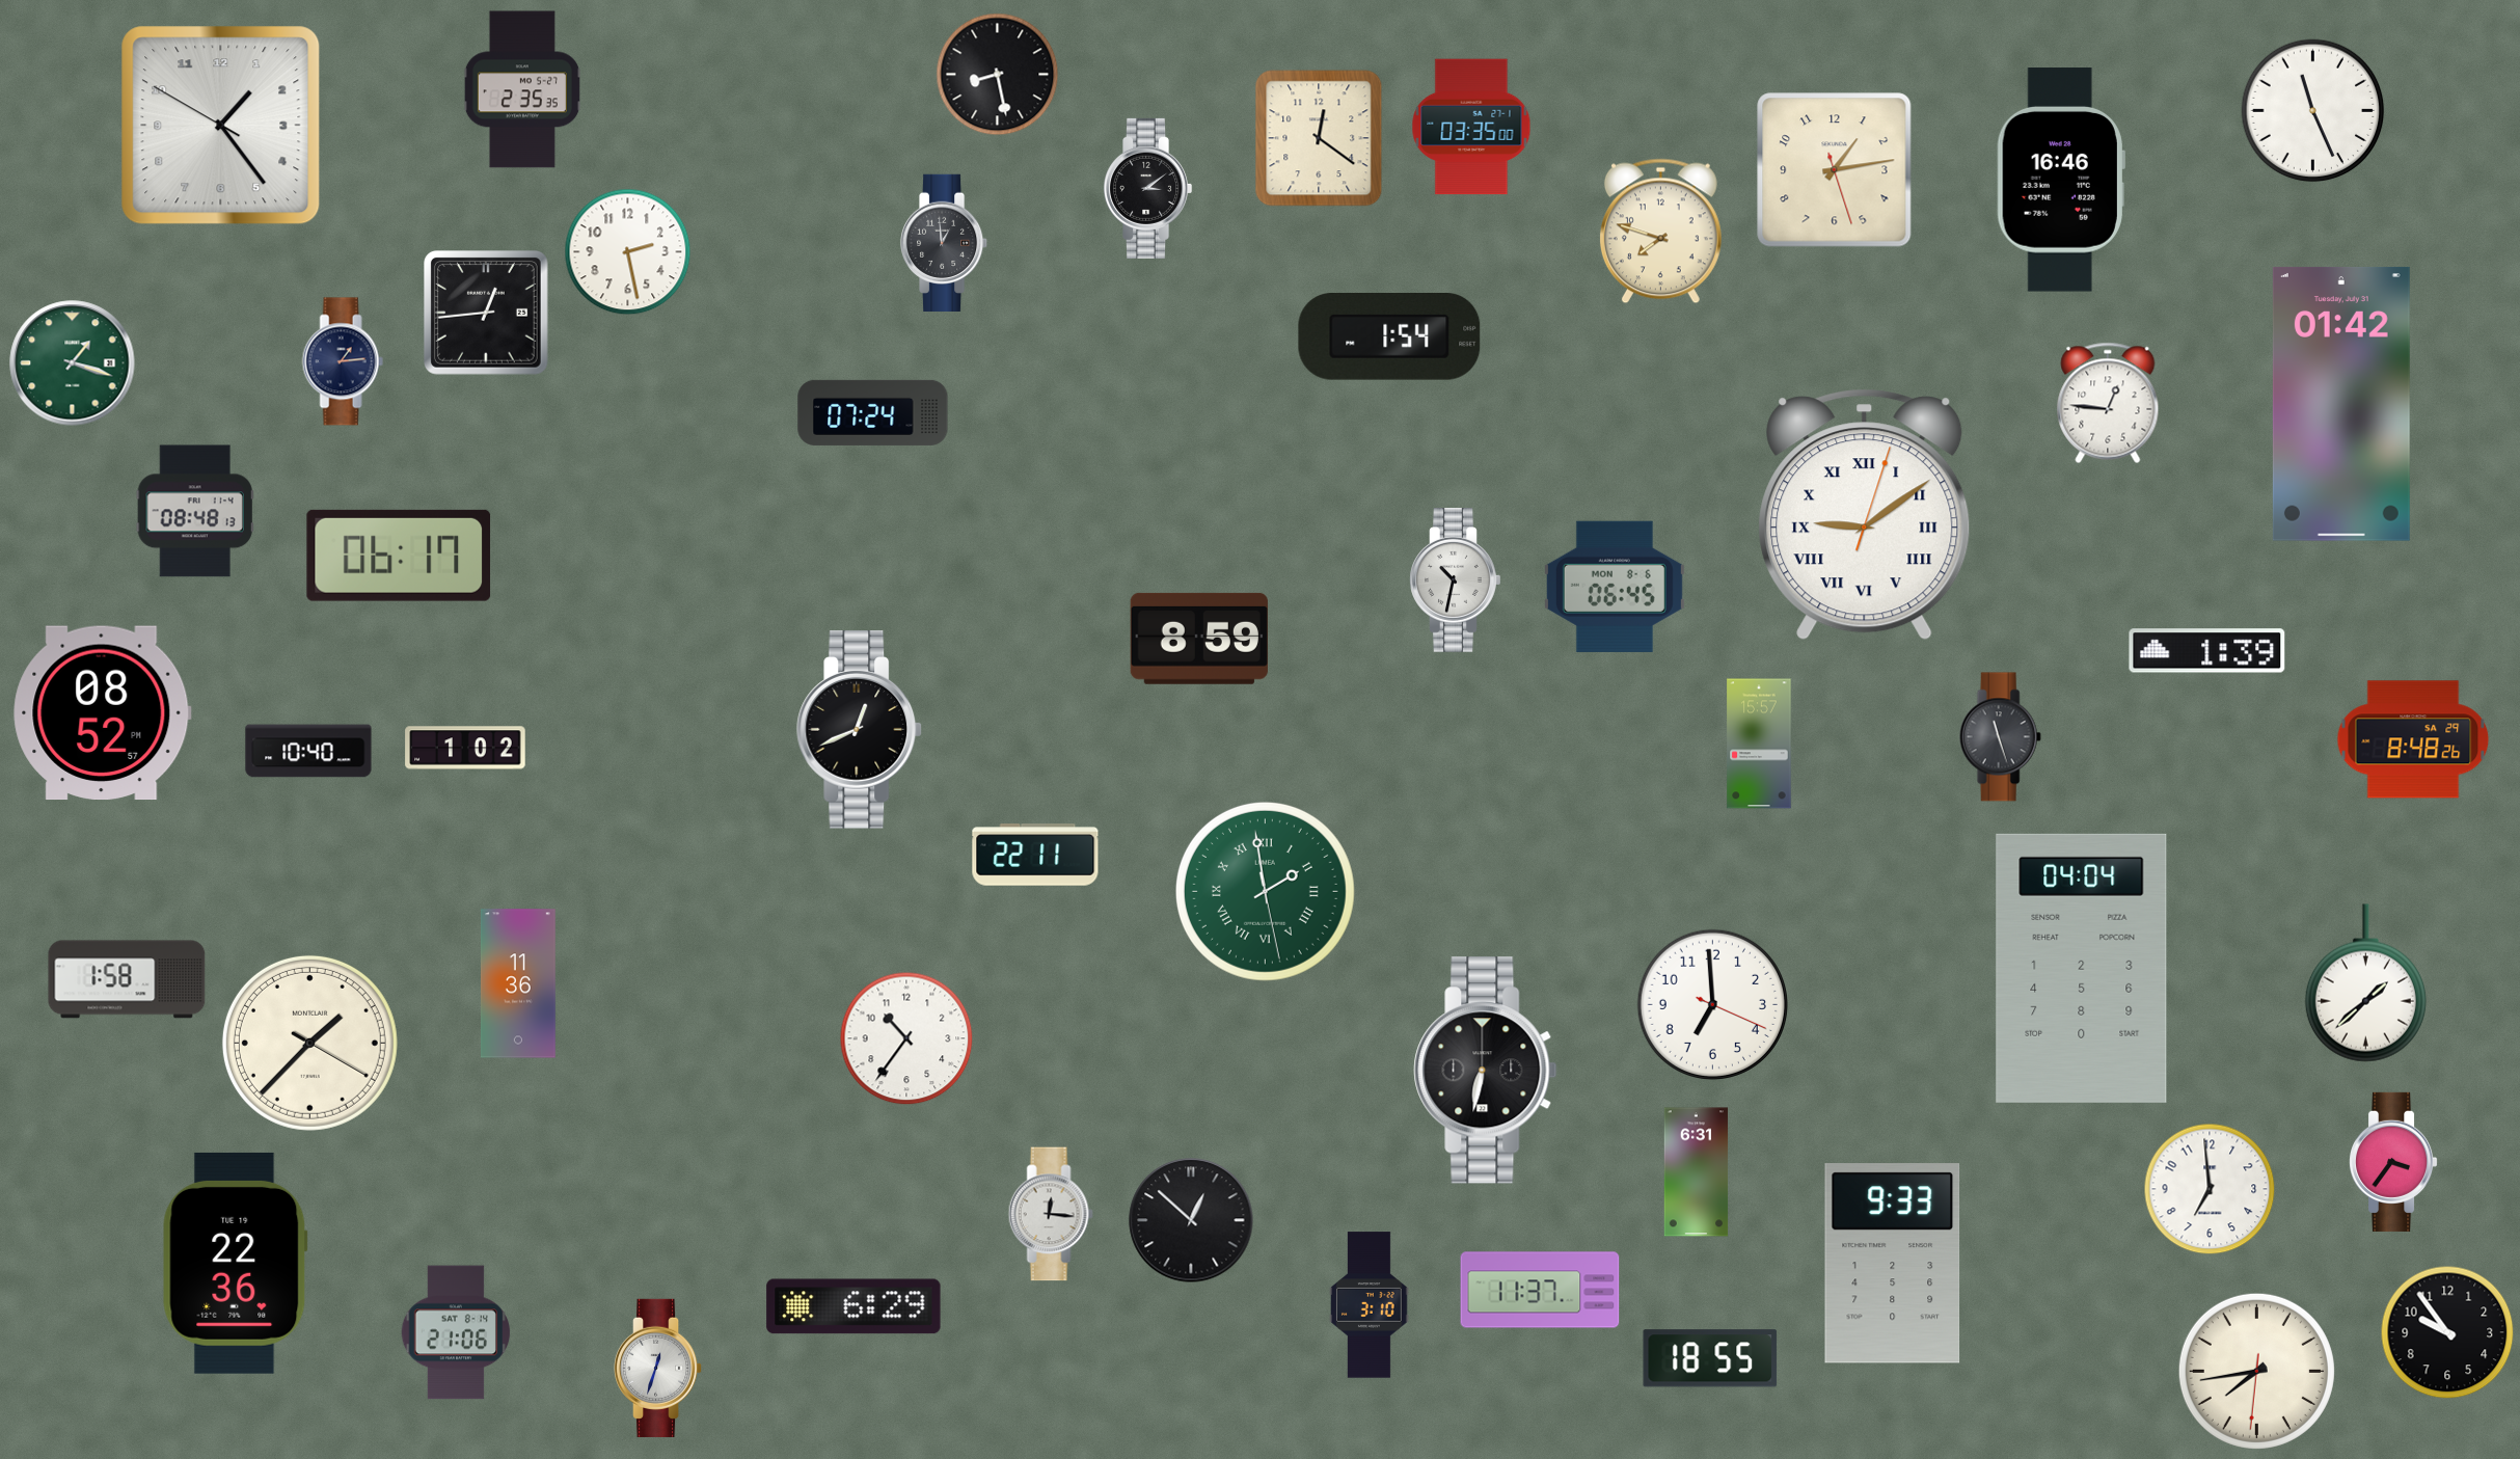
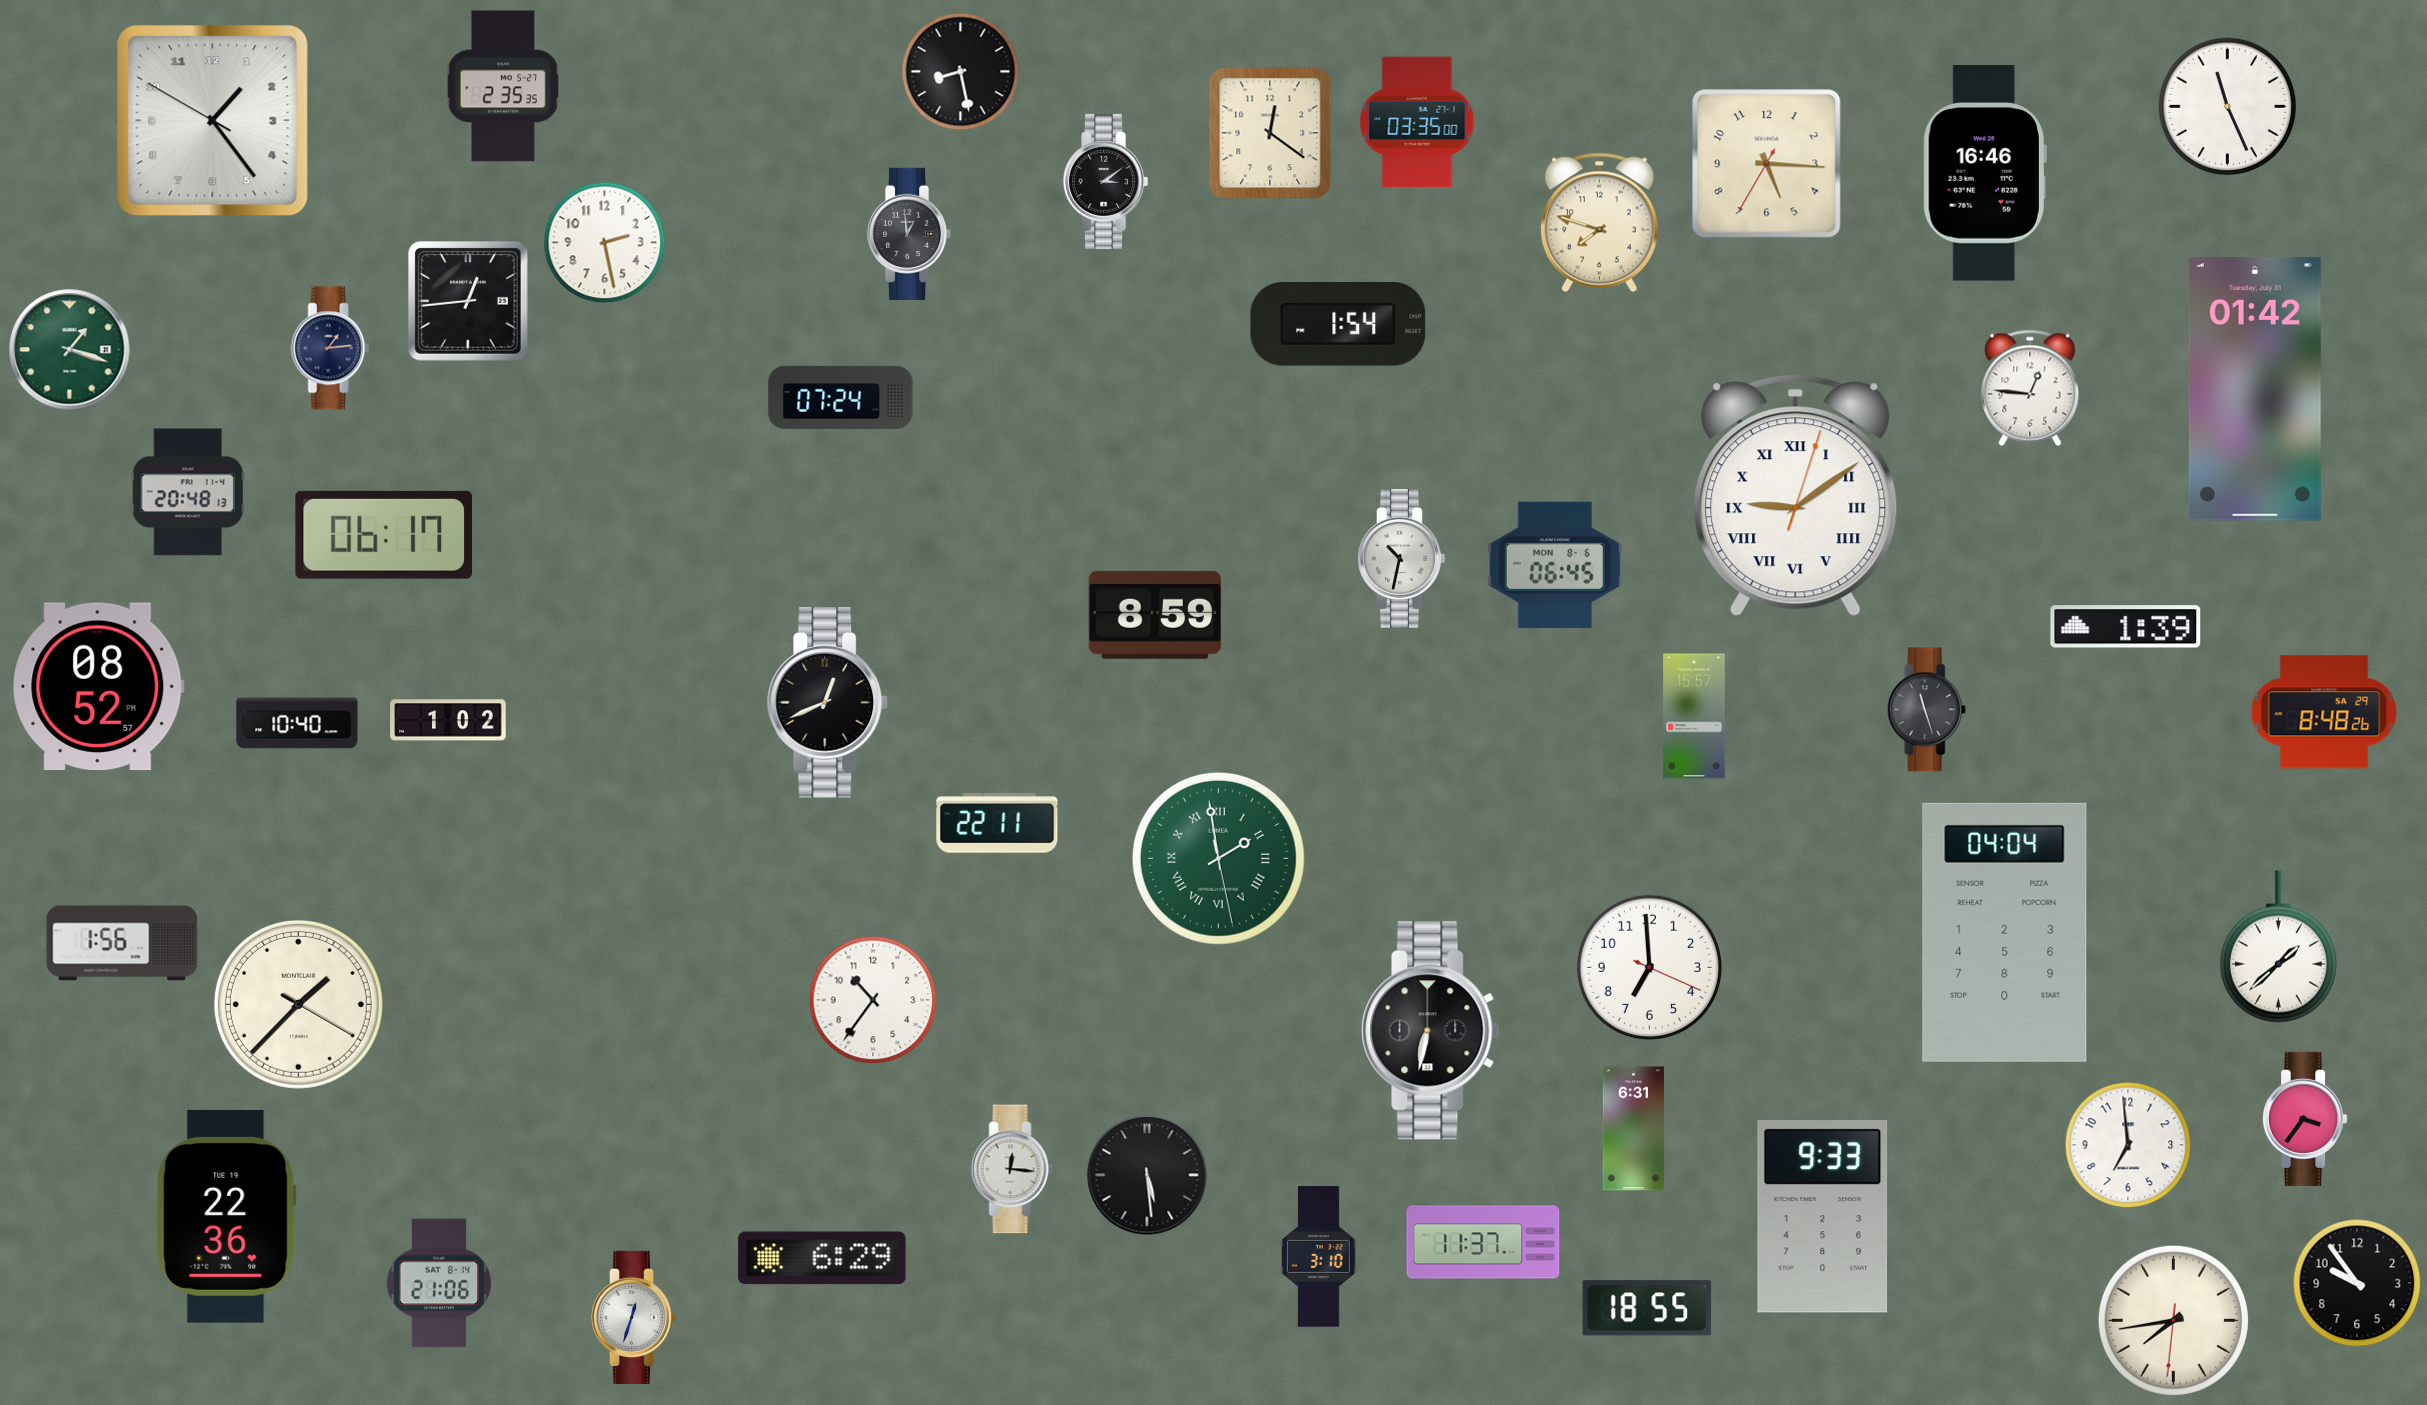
clock at (1835, 170): 1:13 -> 5:15
clock at (195, 511): 08:48 -> 20:48
clock at (127, 979): 1:58 -> 1:56
clock at (518, 983): 11:36 -> none
clock at (1191, 1220): 12:52 -> 5:29
